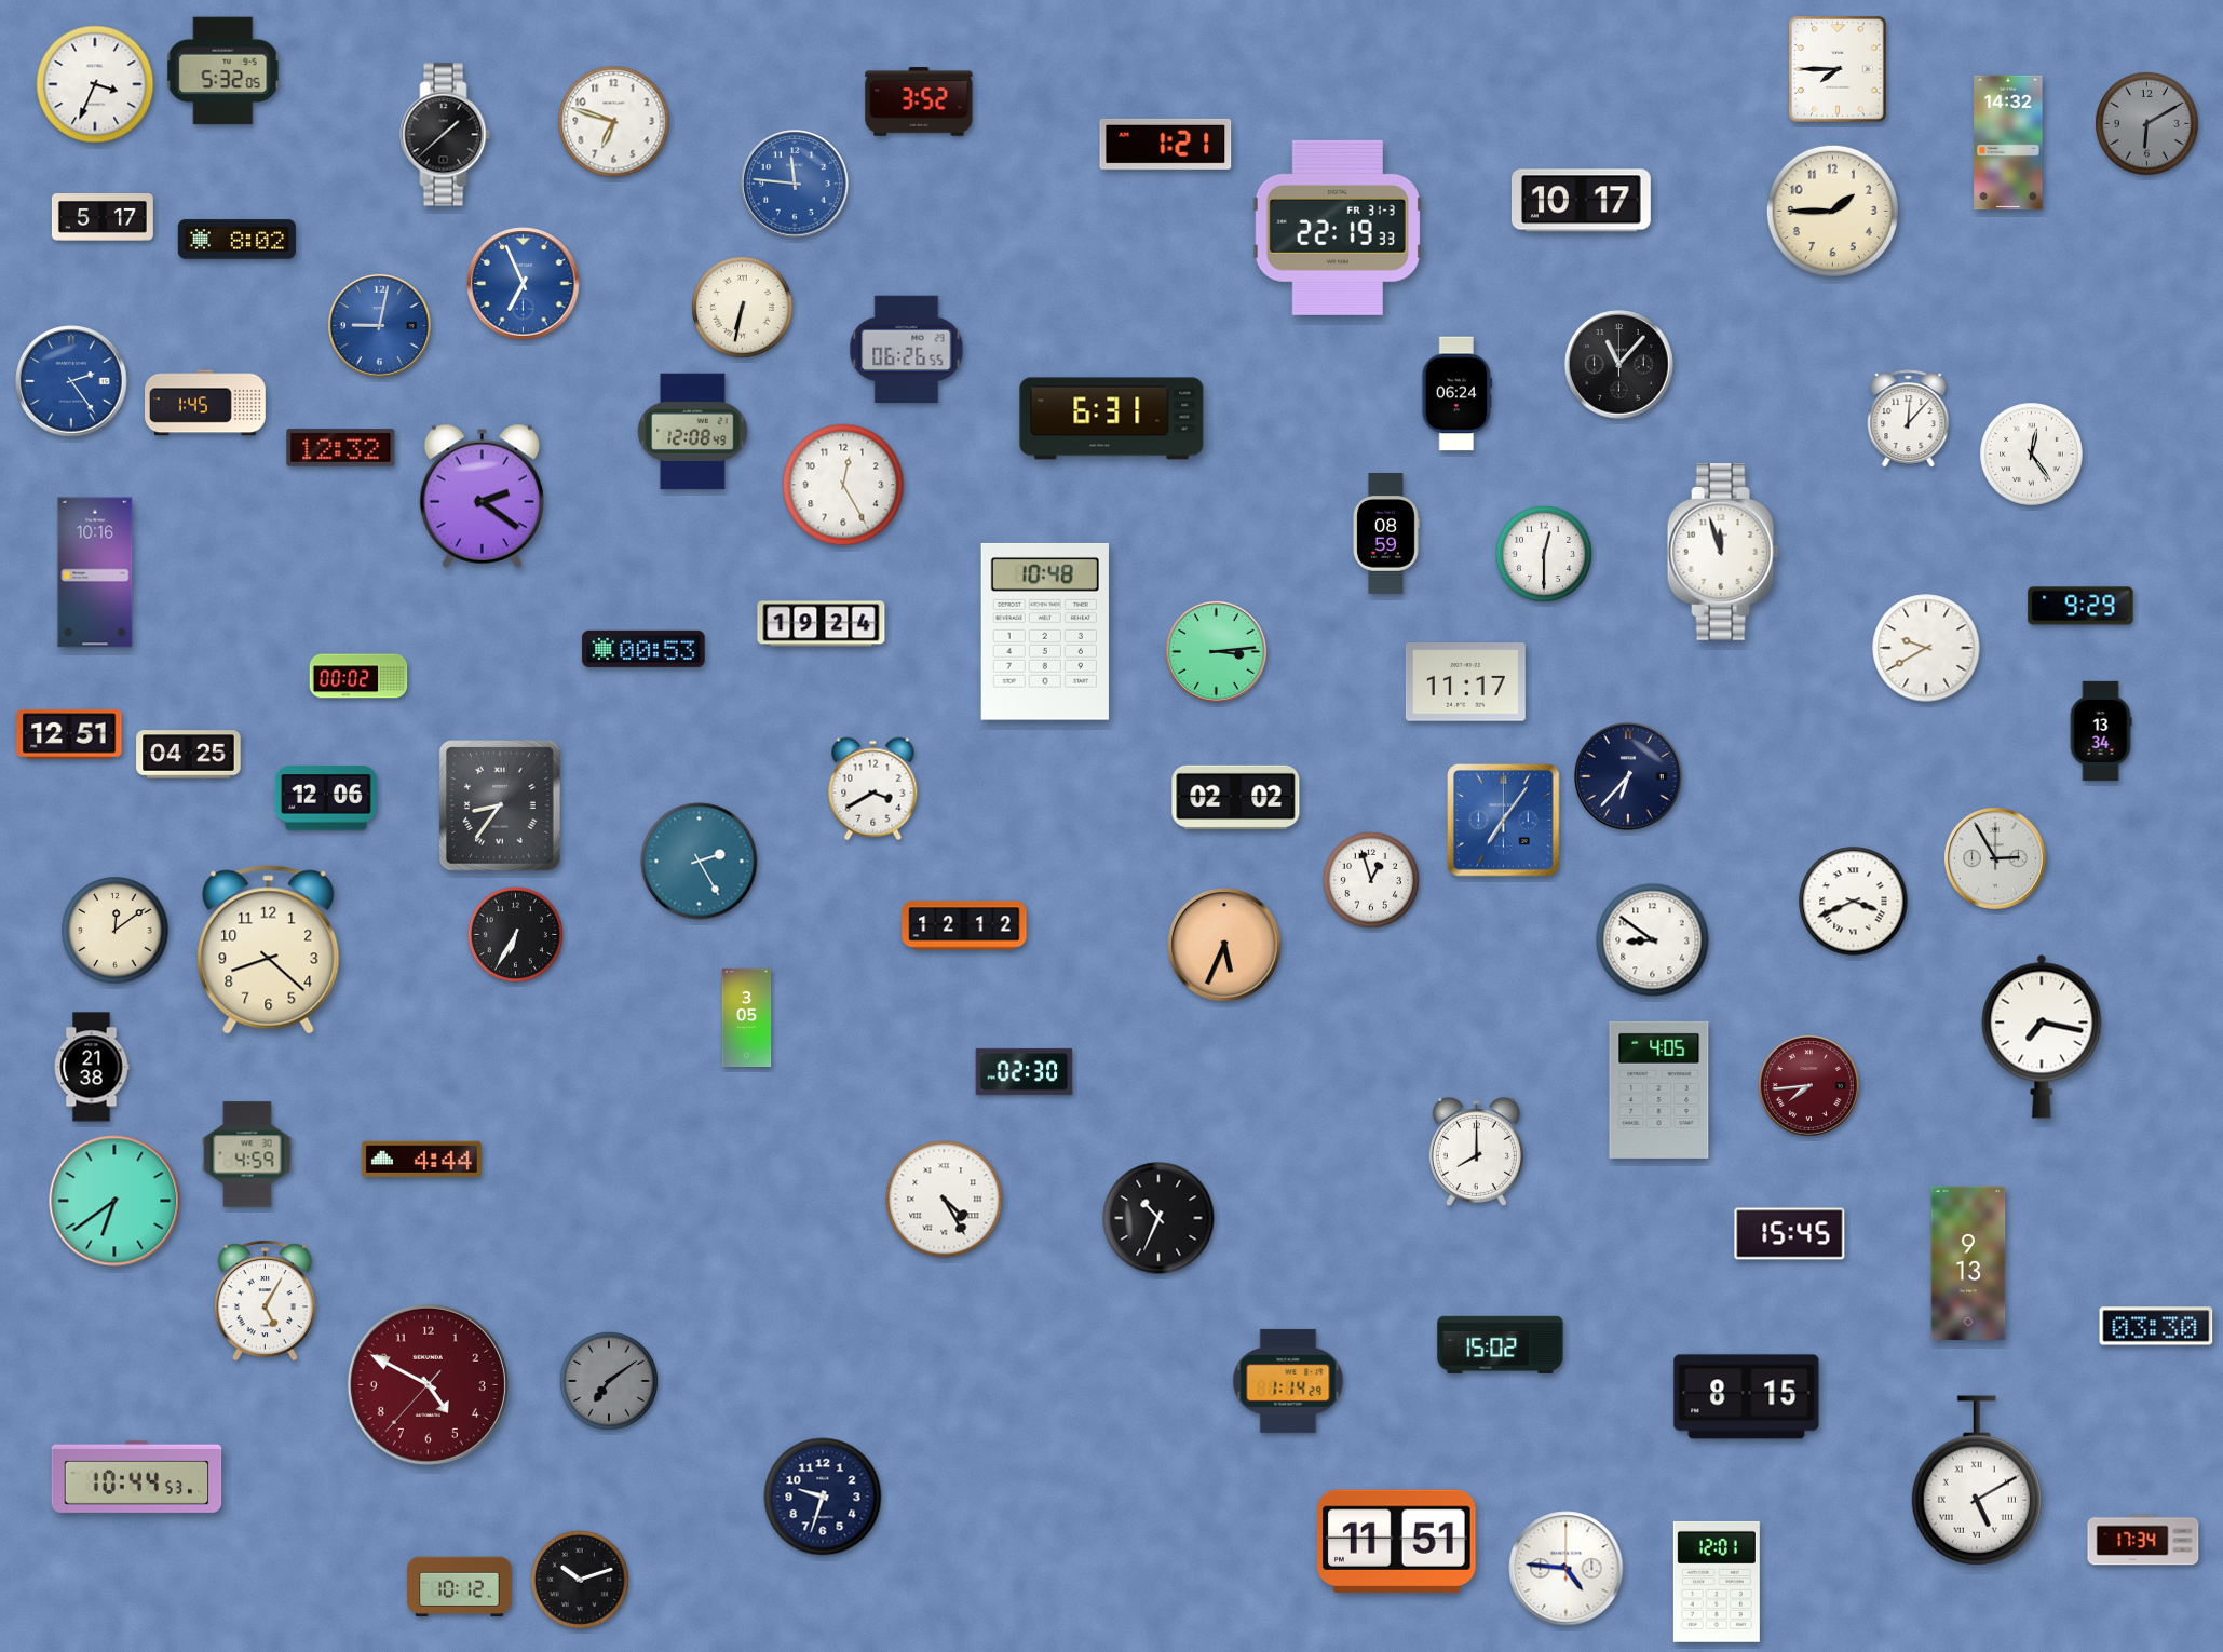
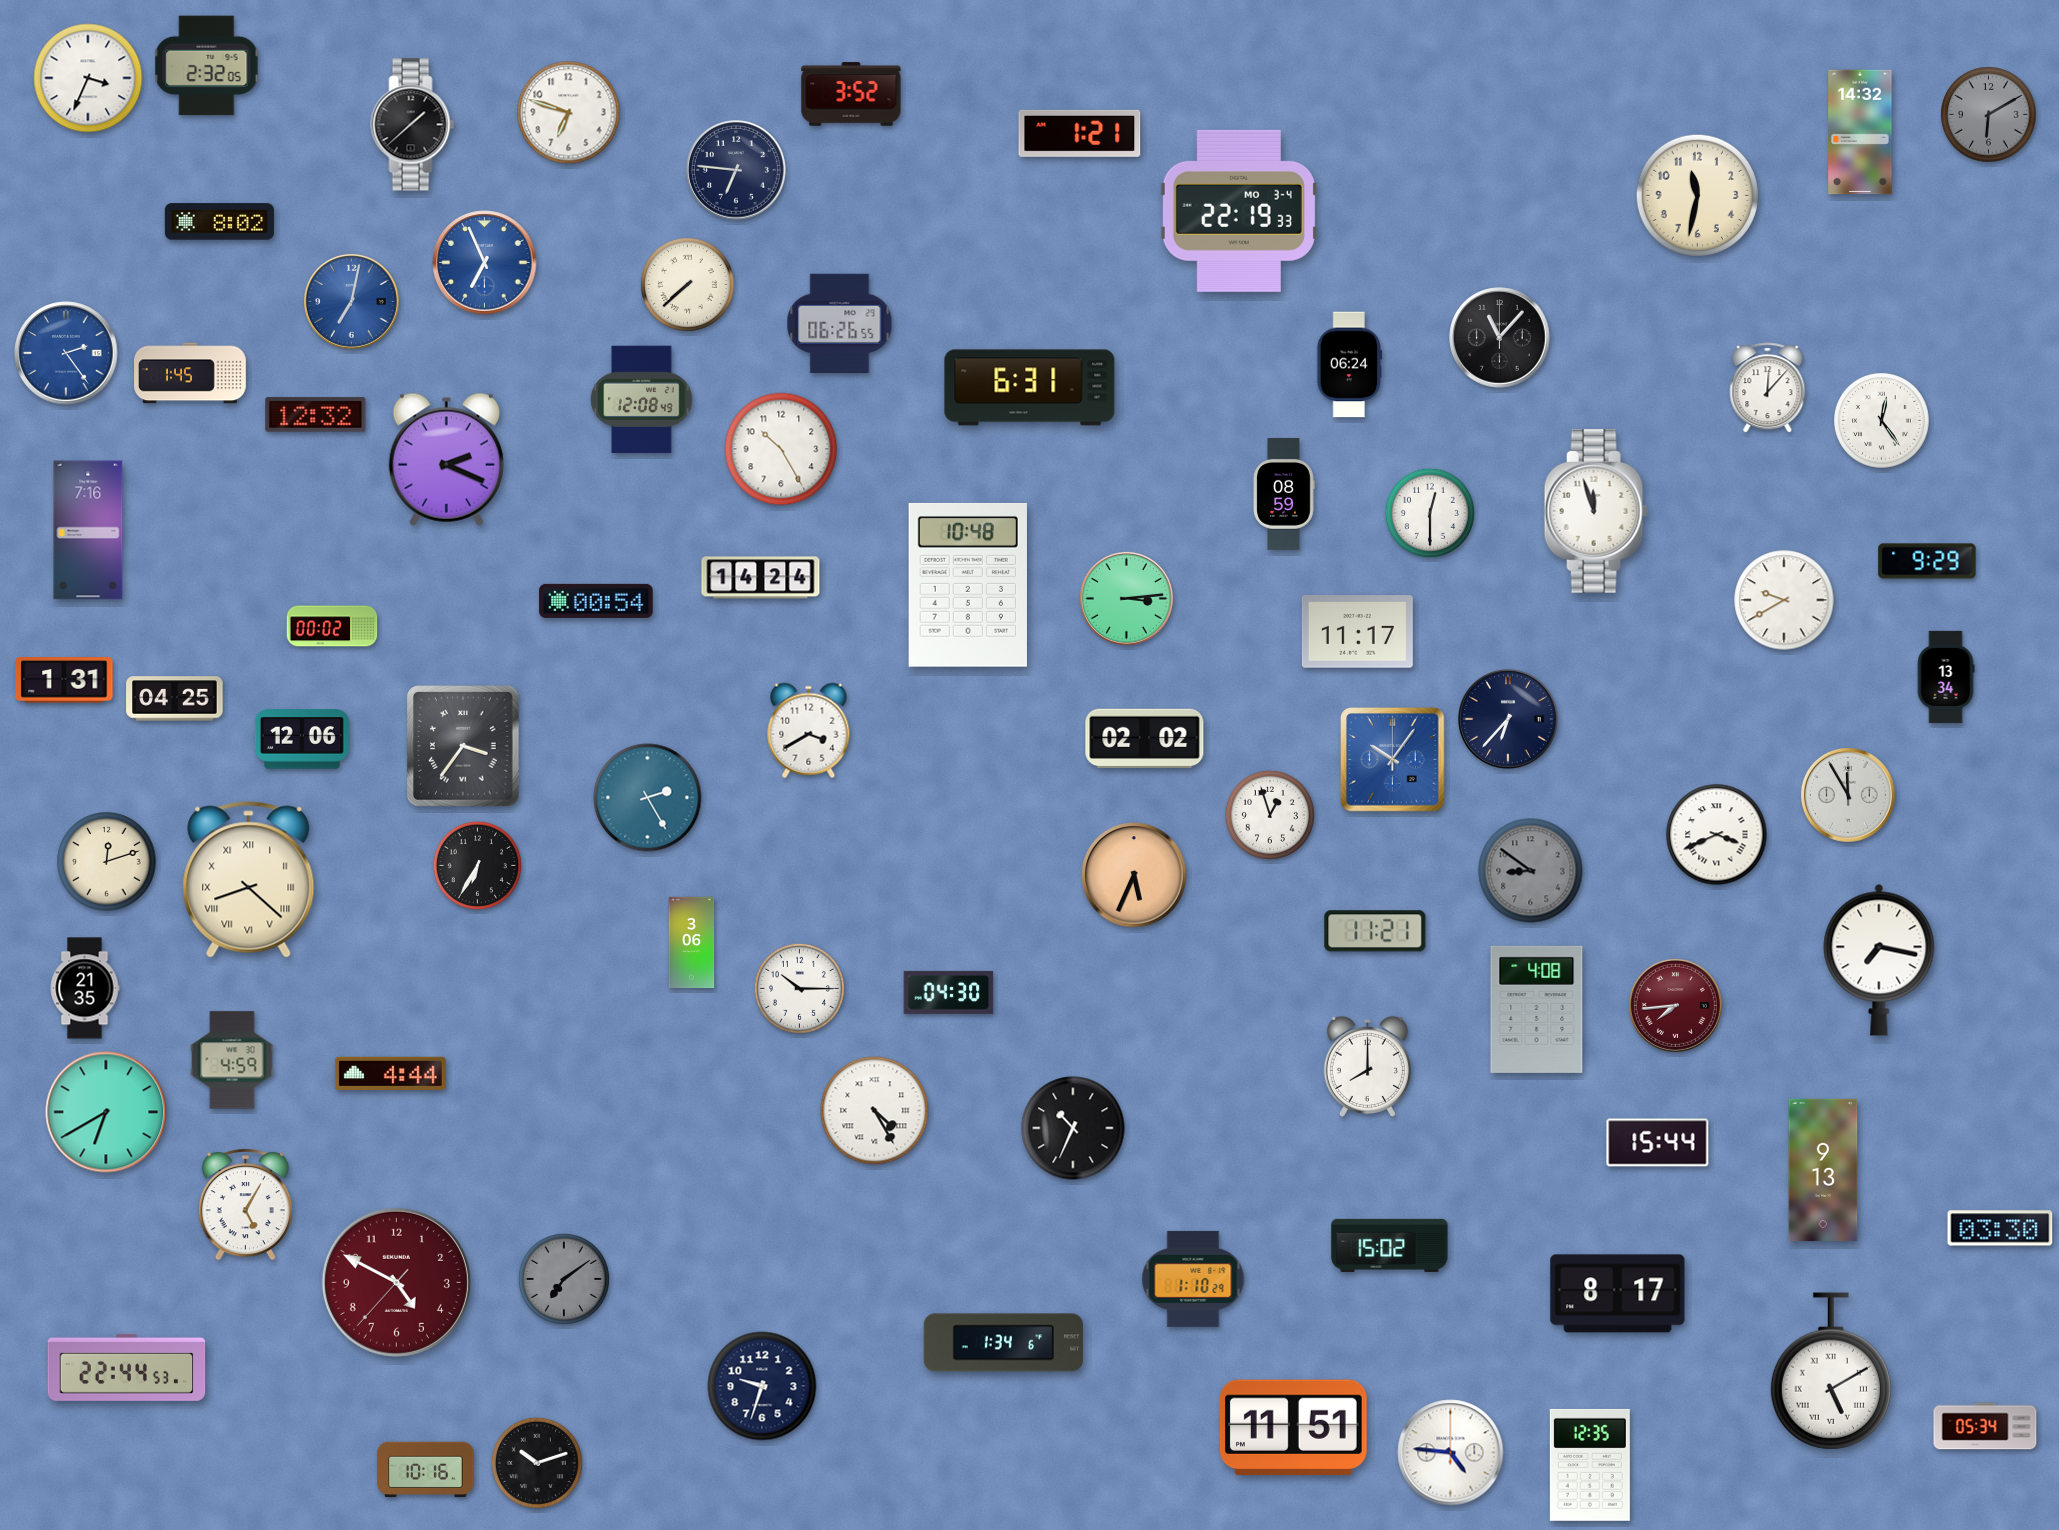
clock at (1838, 69): 7:45 -> none
clock at (223, 71): 5:32 -> 2:32
clock at (795, 184): 11:46 -> 6:46
clock at (795, 184) dial: blue -> navy
clock at (1581, 201): 10:17 -> none
clock at (1832, 211): 1:45 -> 11:32
clock at (103, 218): 5:17 -> none
clock at (1338, 228) date: FR 31-3 -> MO 3-4
clock at (743, 308): 6:32 -> 7:38
clock at (379, 325): 9:02 -> 7:02
clock at (843, 485): 12:25 -> 10:25
clock at (482, 496): 2:21 -> 2:19
clock at (95, 572): 10:16 -> 7:16
clock at (822, 624): 19:24 -> 14:24
clock at (643, 649): 00:53 -> 00:54
clock at (1216, 651) position: (1216, 651) -> (1126, 598)
clock at (69, 734): 12:51 -> 1:31
clock at (500, 805): 8:36 -> 3:36
clock at (1504, 821): 7:06 -> 10:06
clock at (1995, 858): 2:55 -> 11:55
clock at (964, 925): 12:12 -> none
clock at (116, 931): 12:09 -> 12:12
clock at (1653, 940) dial: white -> grey
clock at (269, 950) numerals: Arabic -> Roman
clock at (1375, 931): none -> 11:21
clock at (747, 1018): 3:05 -> 3:06
clock at (2042, 1037) position: (2042, 1037) -> (1879, 960)
clock at (92, 1067): 21:38 -> 21:35
clock at (799, 988): none -> 10:15
clock at (1025, 1071): 02:30 -> 04:30
clock at (1659, 1089): 4:05 -> 4:08
clock at (247, 1154) position: (247, 1154) -> (232, 1060)
clock at (114, 1201): 6:39 -> 6:40
clock at (1790, 1234): 15:45 -> 15:44
clock at (2156, 1326) position: (2156, 1326) -> (2000, 1228)
clock at (1288, 1381): 1:14 -> 1:10
clock at (1747, 1397): 8:15 -> 8:17
clock at (1003, 1343): none -> 1:34
clock at (137, 1476): 10:44 -> 22:44
clock at (2143, 1540): 17:34 -> 05:34
clock at (1717, 1582): 12:01 -> 12:35
clock at (460, 1587): 10:12 -> 10:16
